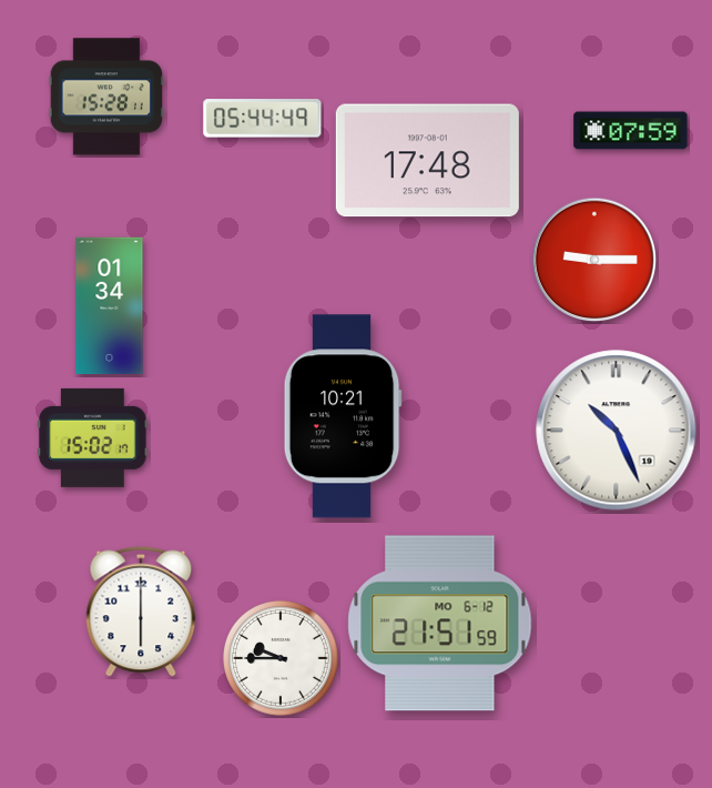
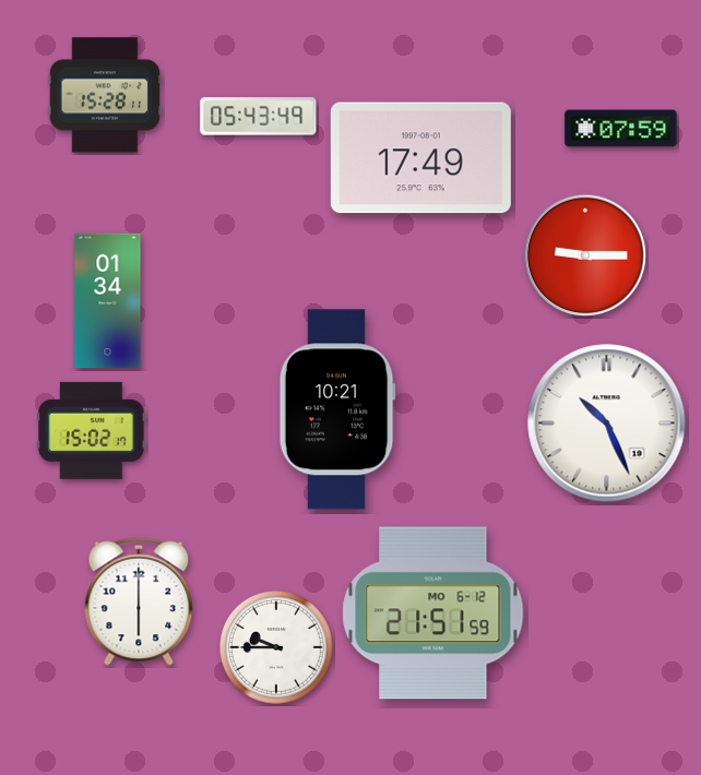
clock at (263, 119): 05:44 -> 05:43
clock at (427, 161): 17:48 -> 17:49
